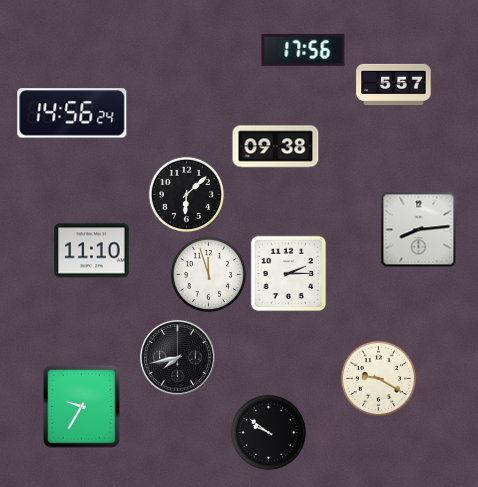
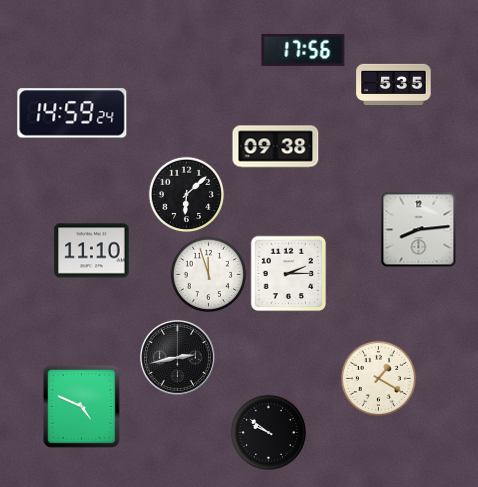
clock at (394, 85): 5:57 -> 5:35
clock at (72, 113): 14:56 -> 14:59
clock at (177, 357): 7:43 -> 2:43
clock at (379, 379): 9:20 -> 1:20
clock at (81, 406): 9:35 -> 4:49
